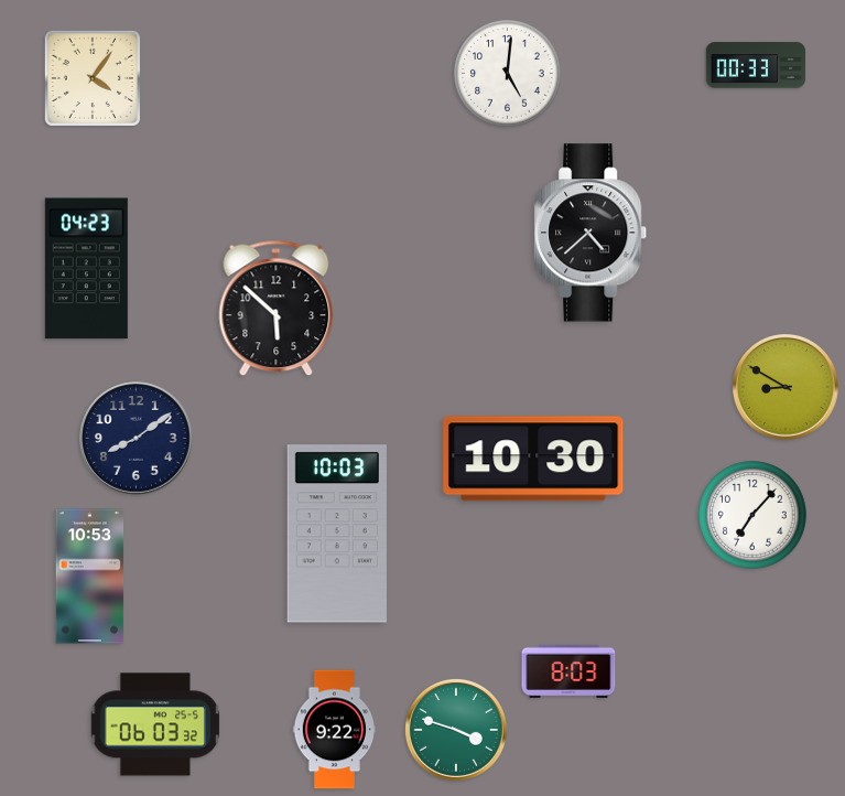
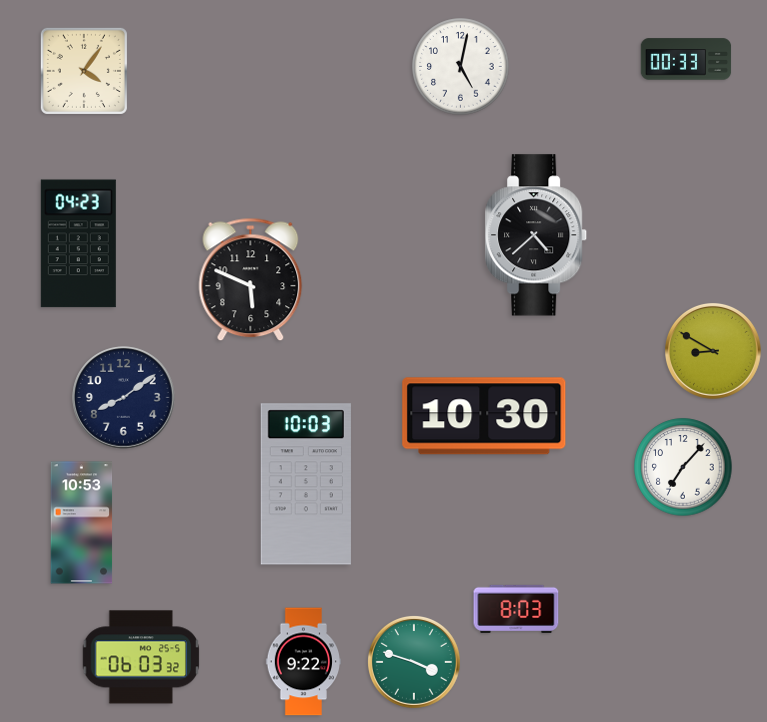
clock at (508, 74): 5:01 -> 5:02
clock at (592, 233) position: (592, 233) -> (537, 235)
clock at (277, 309): 5:52 -> 5:49
